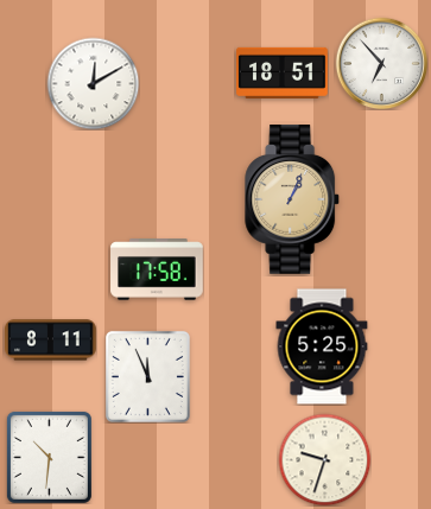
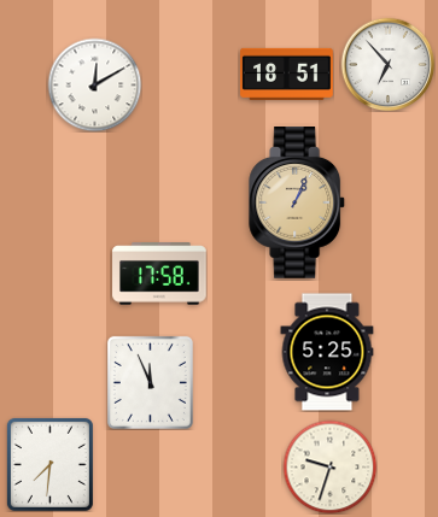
clock at (51, 341): 8:11 -> none
clock at (49, 457): 10:31 -> 7:31
